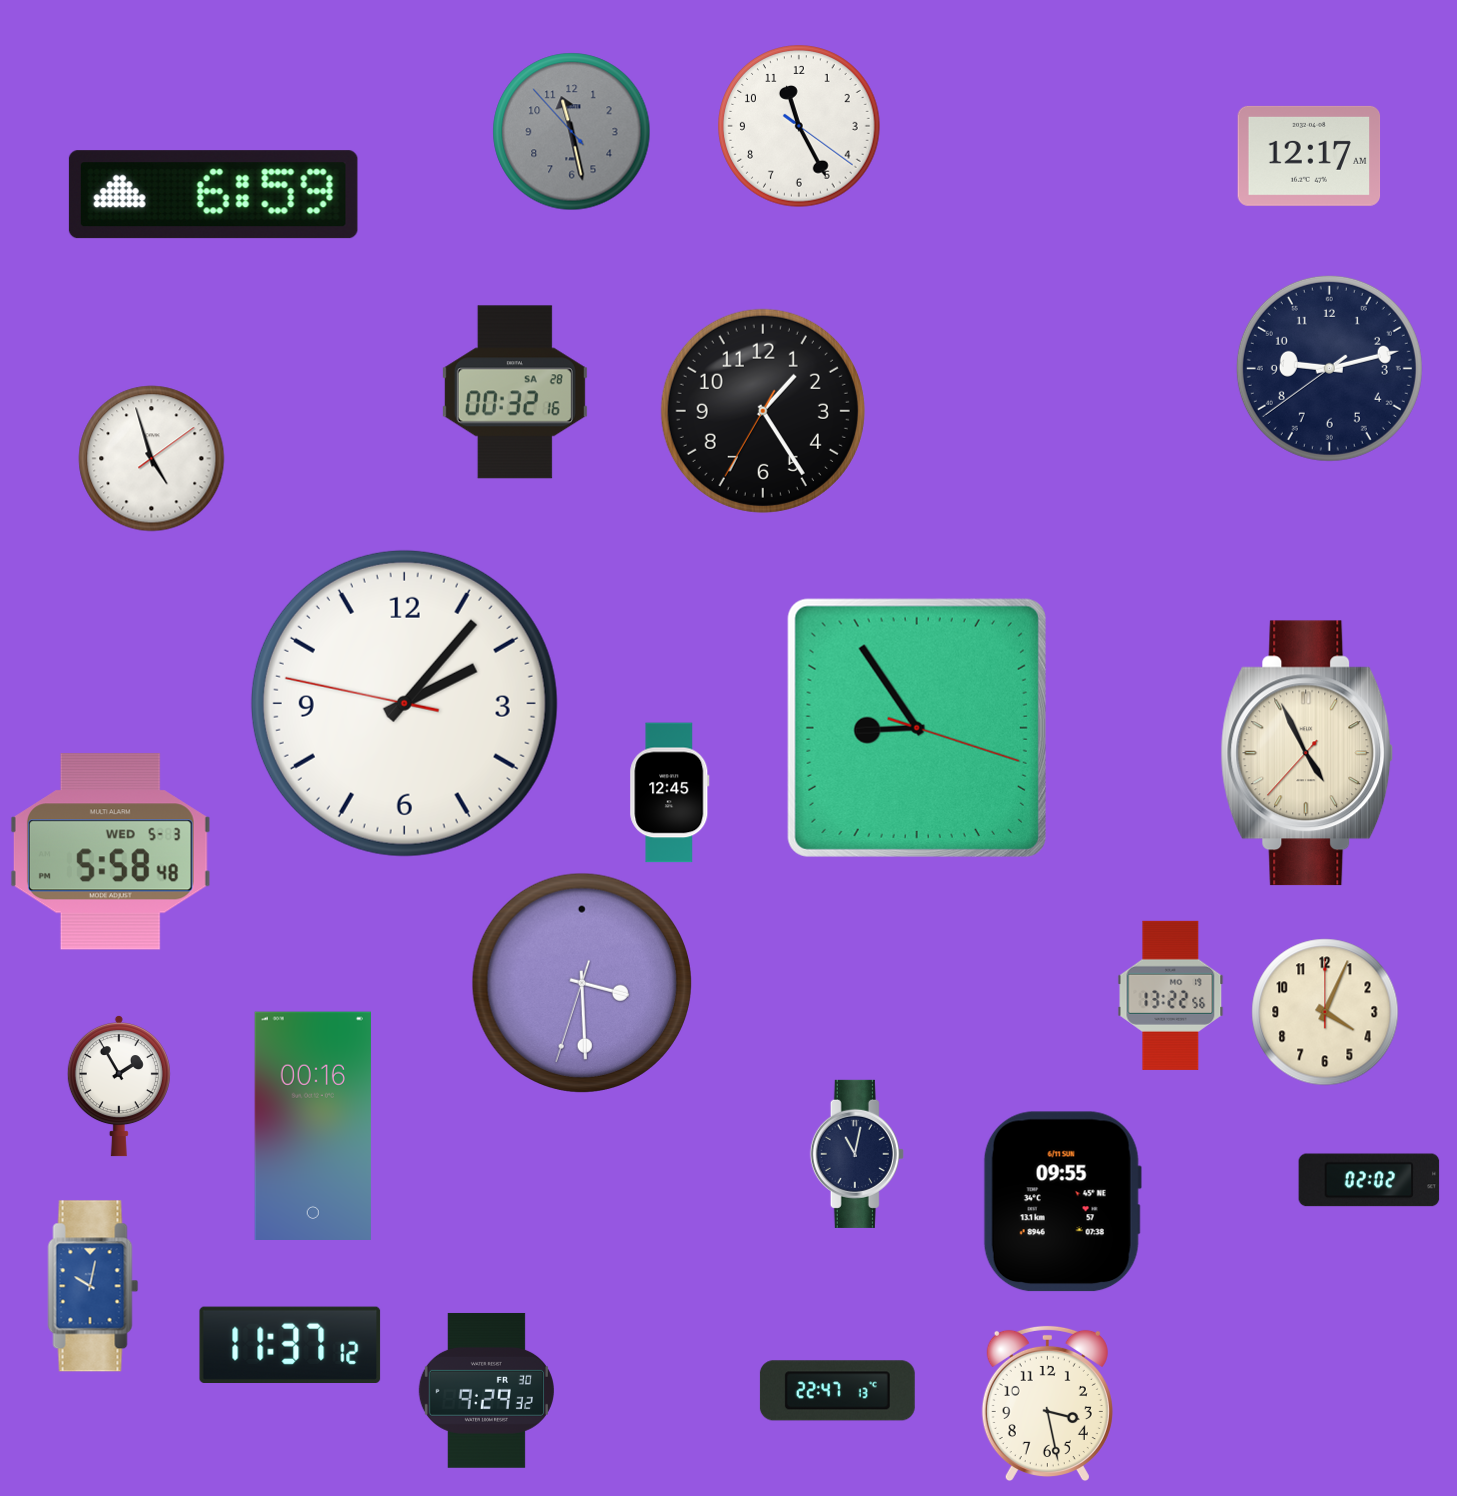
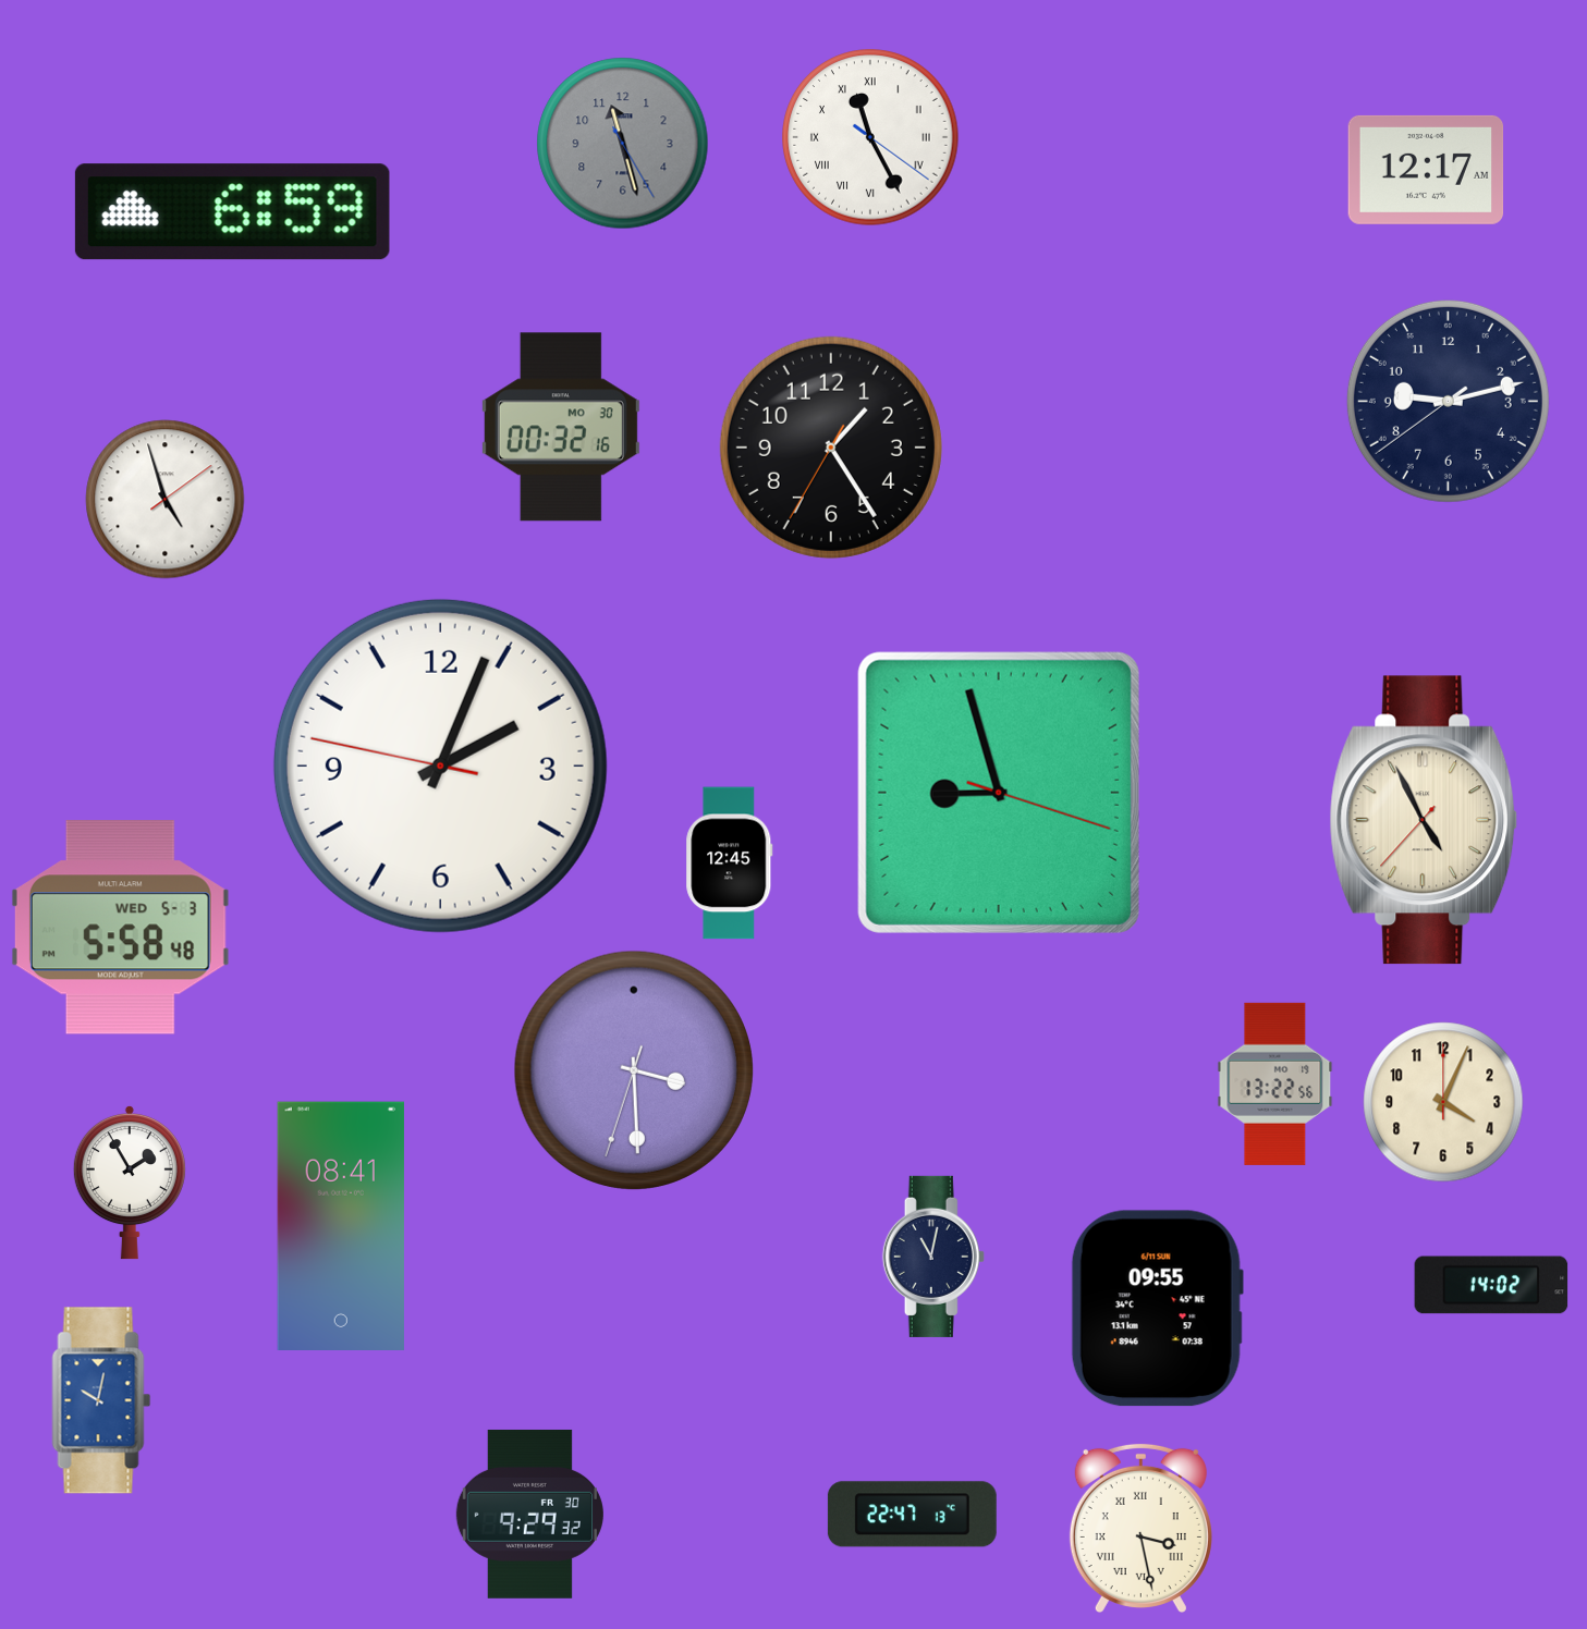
clock at (799, 126) numerals: Arabic -> Roman
clock at (572, 132): 11:27:53 -> 11:27:25
clock at (515, 392) date: SA 28 -> MO 30
clock at (404, 703): 2:06 -> 2:03
clock at (917, 728): 8:54 -> 8:57
clock at (313, 1125): 00:16 -> 08:41
clock at (1369, 1180): 02:02 -> 14:02
clock at (290, 1344): 11:37 -> none
clock at (1047, 1404) numerals: Arabic -> Roman
